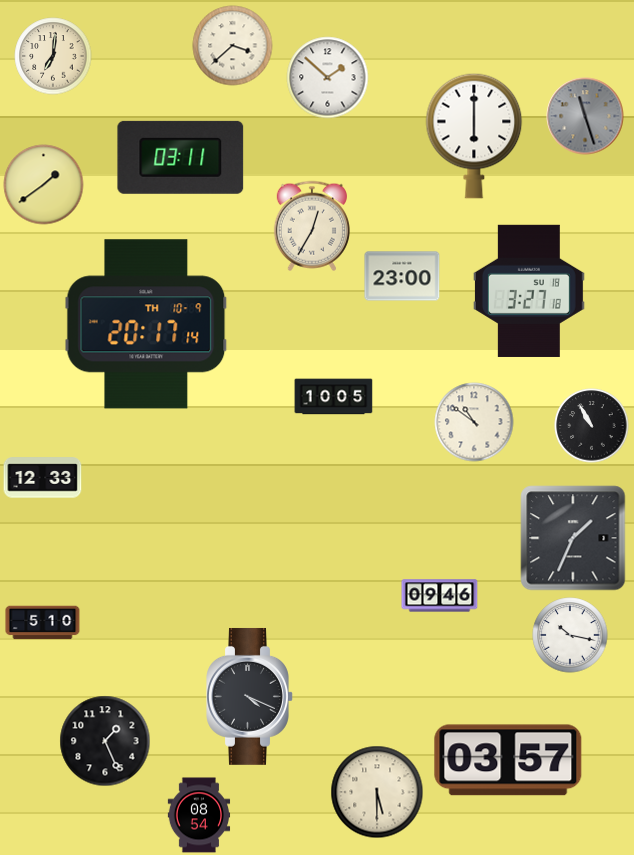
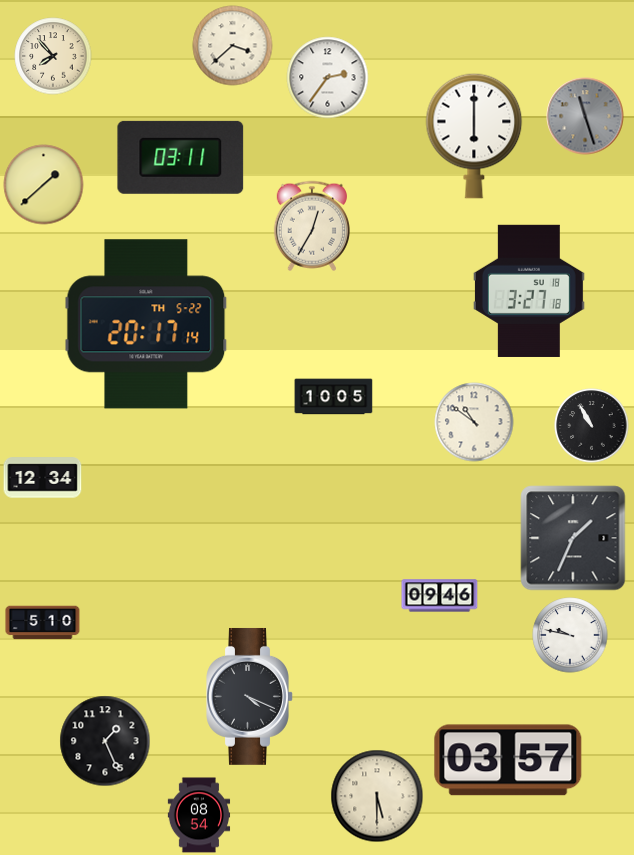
clock at (53, 56): 7:01 -> 7:53
clock at (328, 78): 1:52 -> 2:36
clock at (44, 185): 1:39 -> 1:38
clock at (402, 276): 23:00 -> none
clock at (146, 324) date: TH 10-9 -> TH 5-22
clock at (43, 478): 12:33 -> 12:34
clock at (570, 635): 10:17 -> 9:47
clock at (377, 792) position: (377, 792) -> (377, 796)
